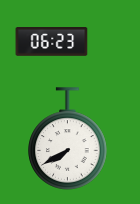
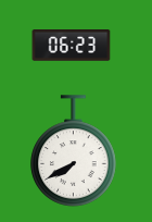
clock at (52, 42) position: (52, 42) -> (72, 46)
